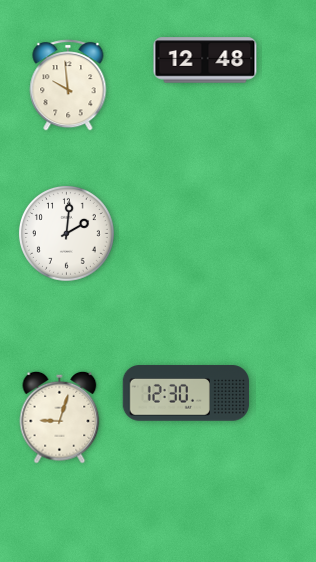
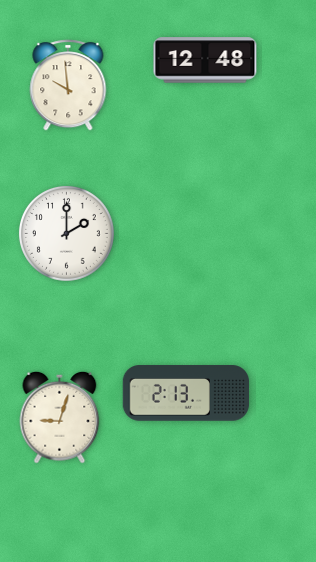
clock at (66, 233): 2:01 -> 2:00
clock at (186, 393): 12:30 -> 2:13
